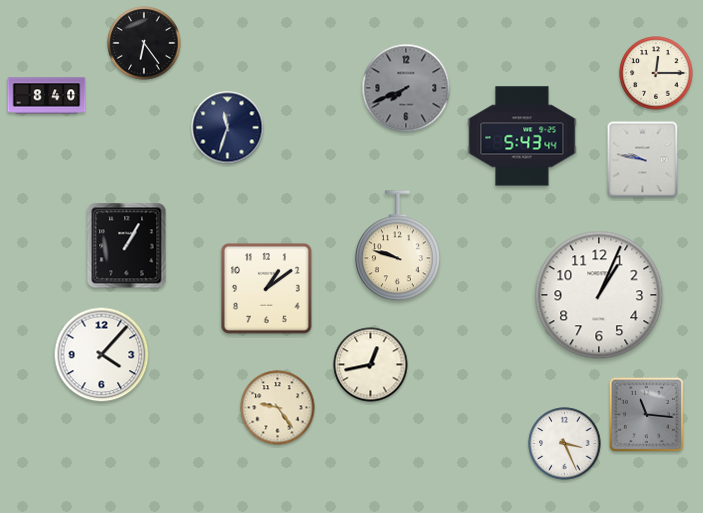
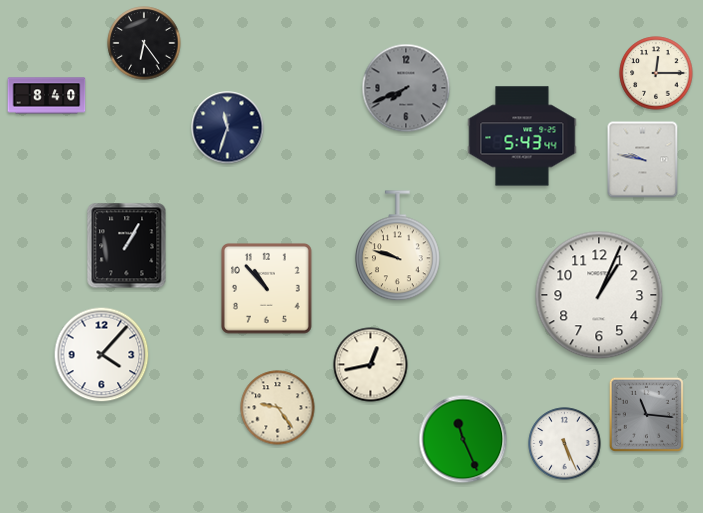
clock at (266, 288): 1:09 -> 10:53
clock at (463, 439): none -> 11:26
clock at (565, 444): 3:26 -> 5:26
